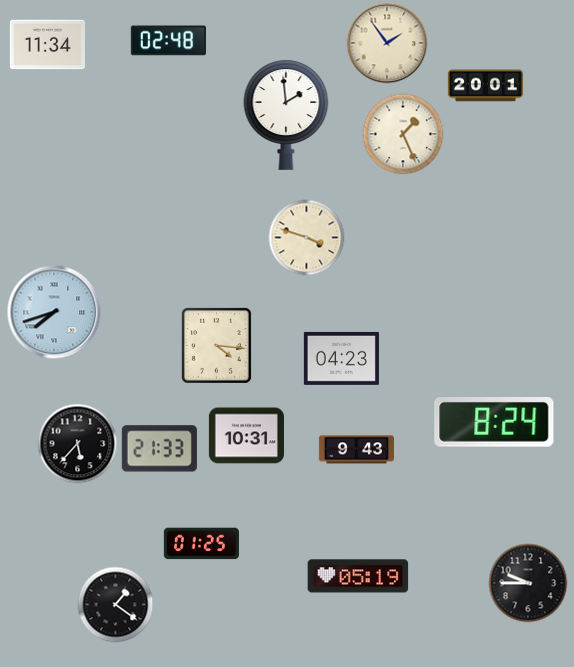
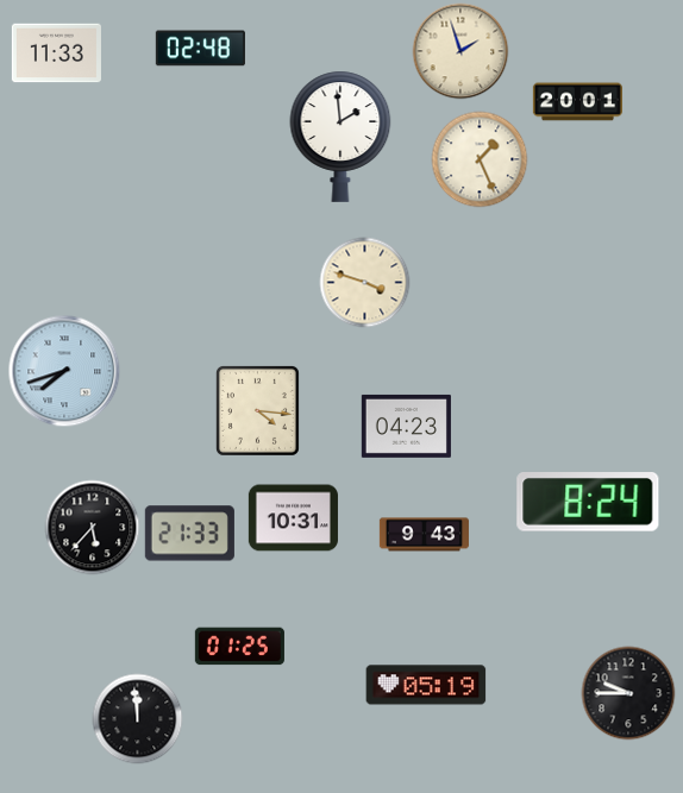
clock at (387, 43): 1:54 -> 1:57
clock at (47, 45): 11:34 -> 11:33
clock at (116, 605): 1:21 -> 11:59
